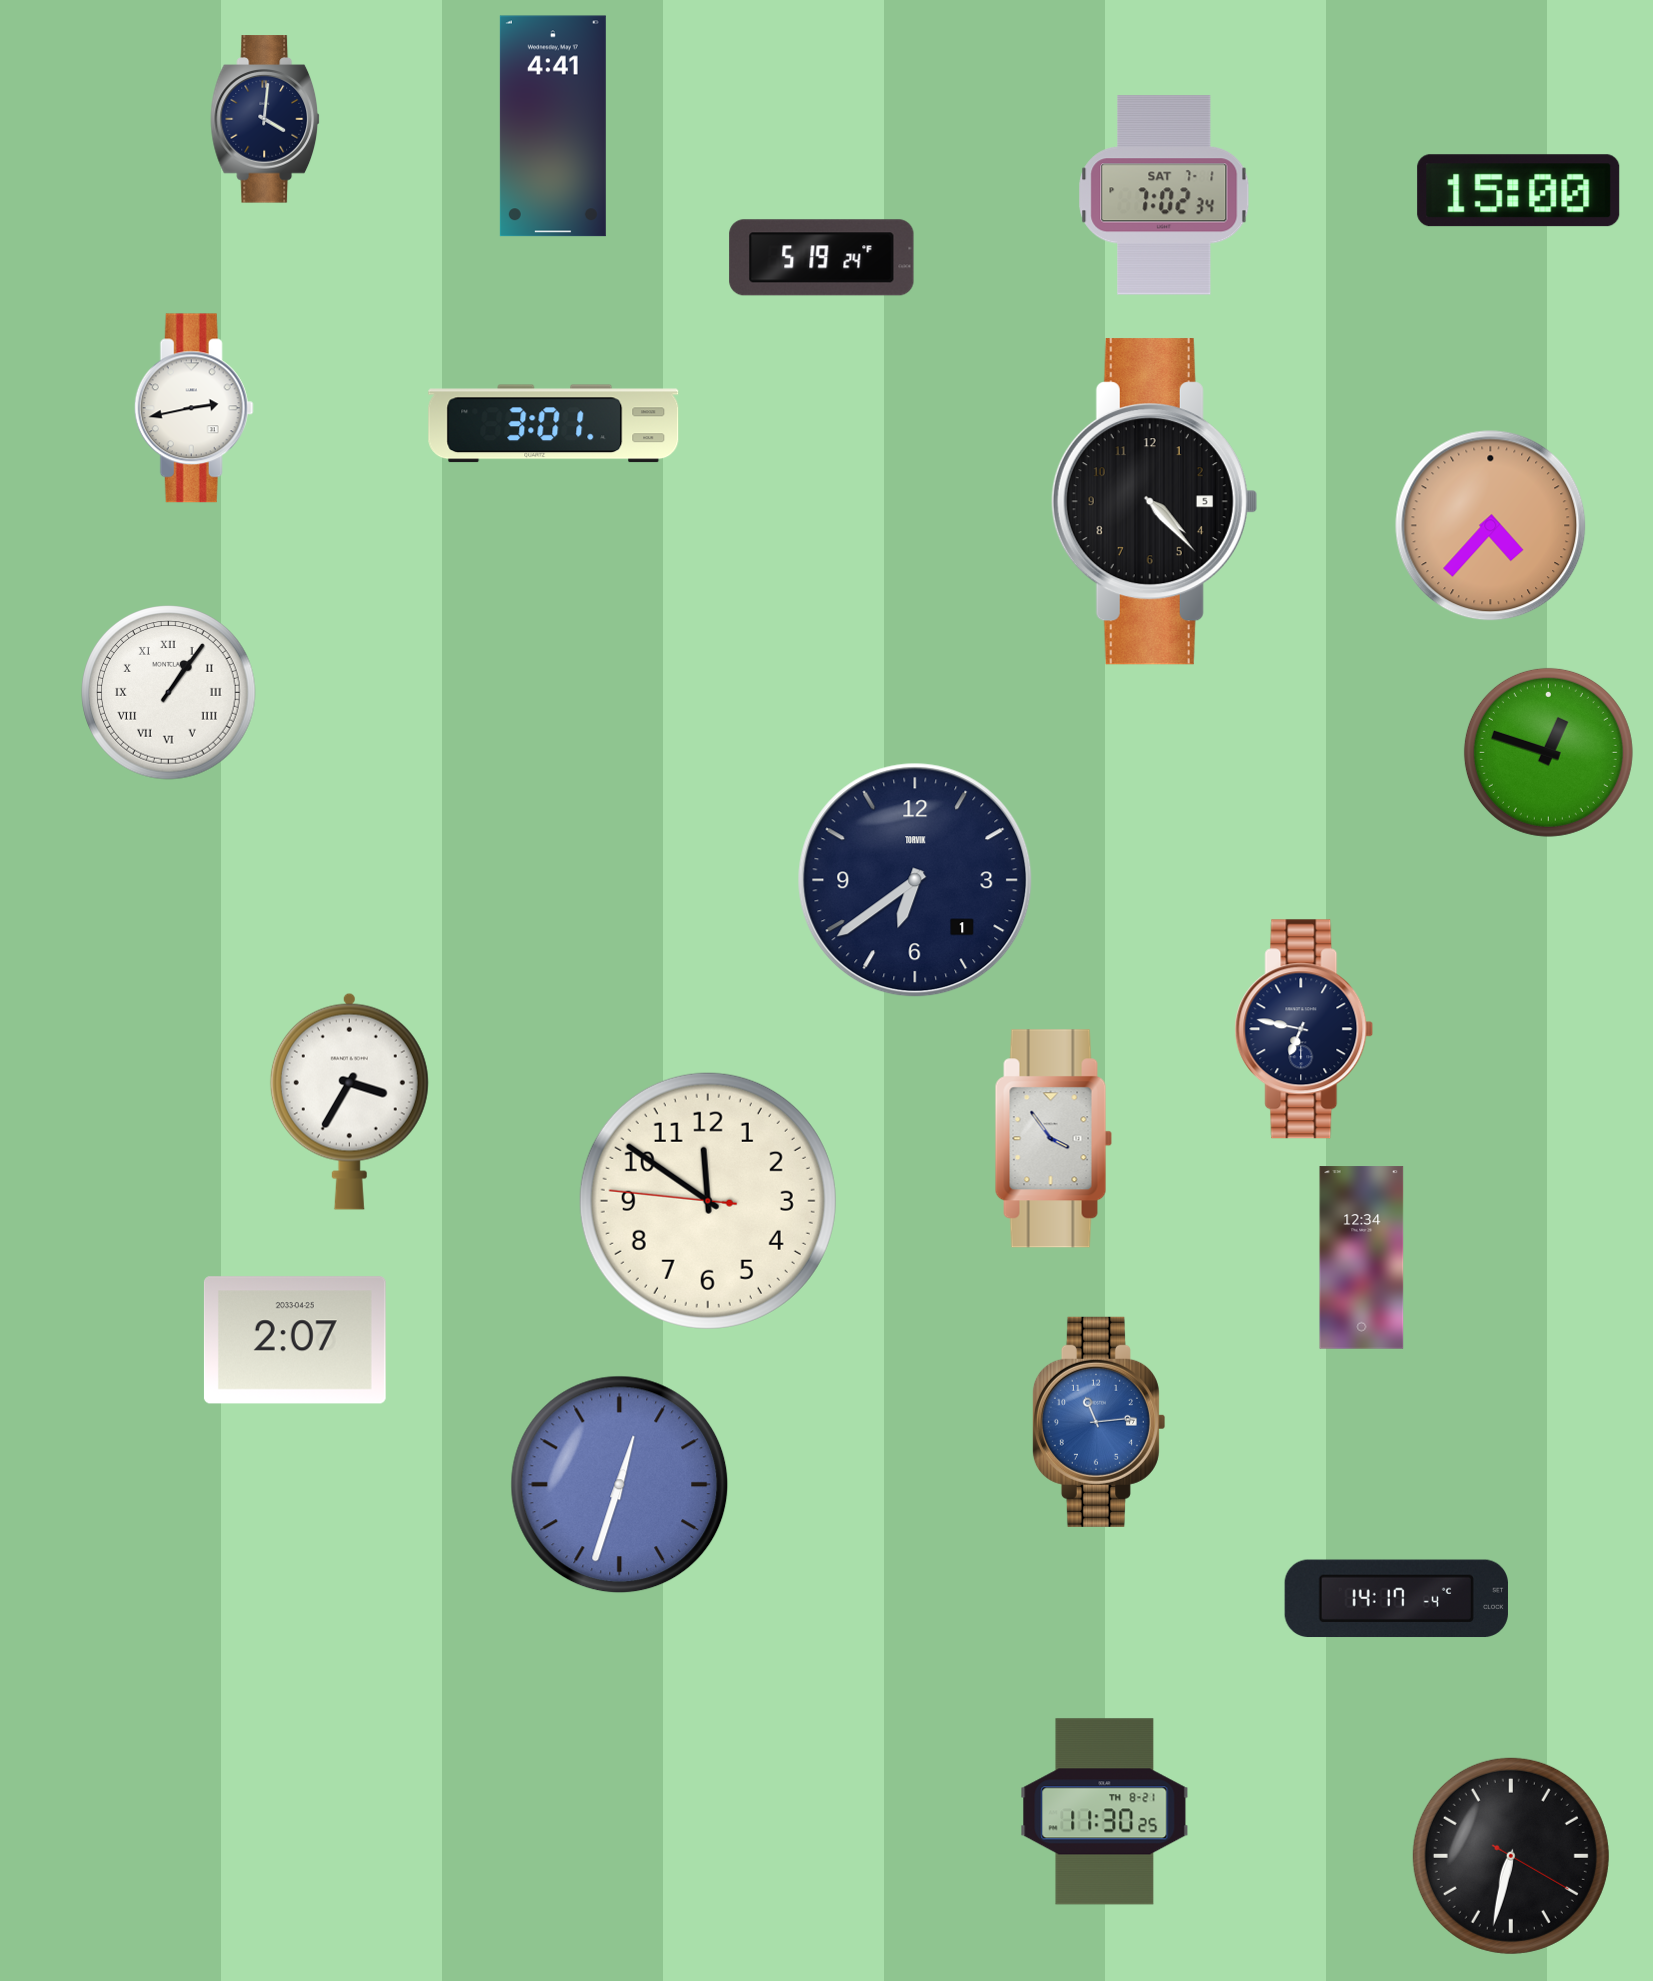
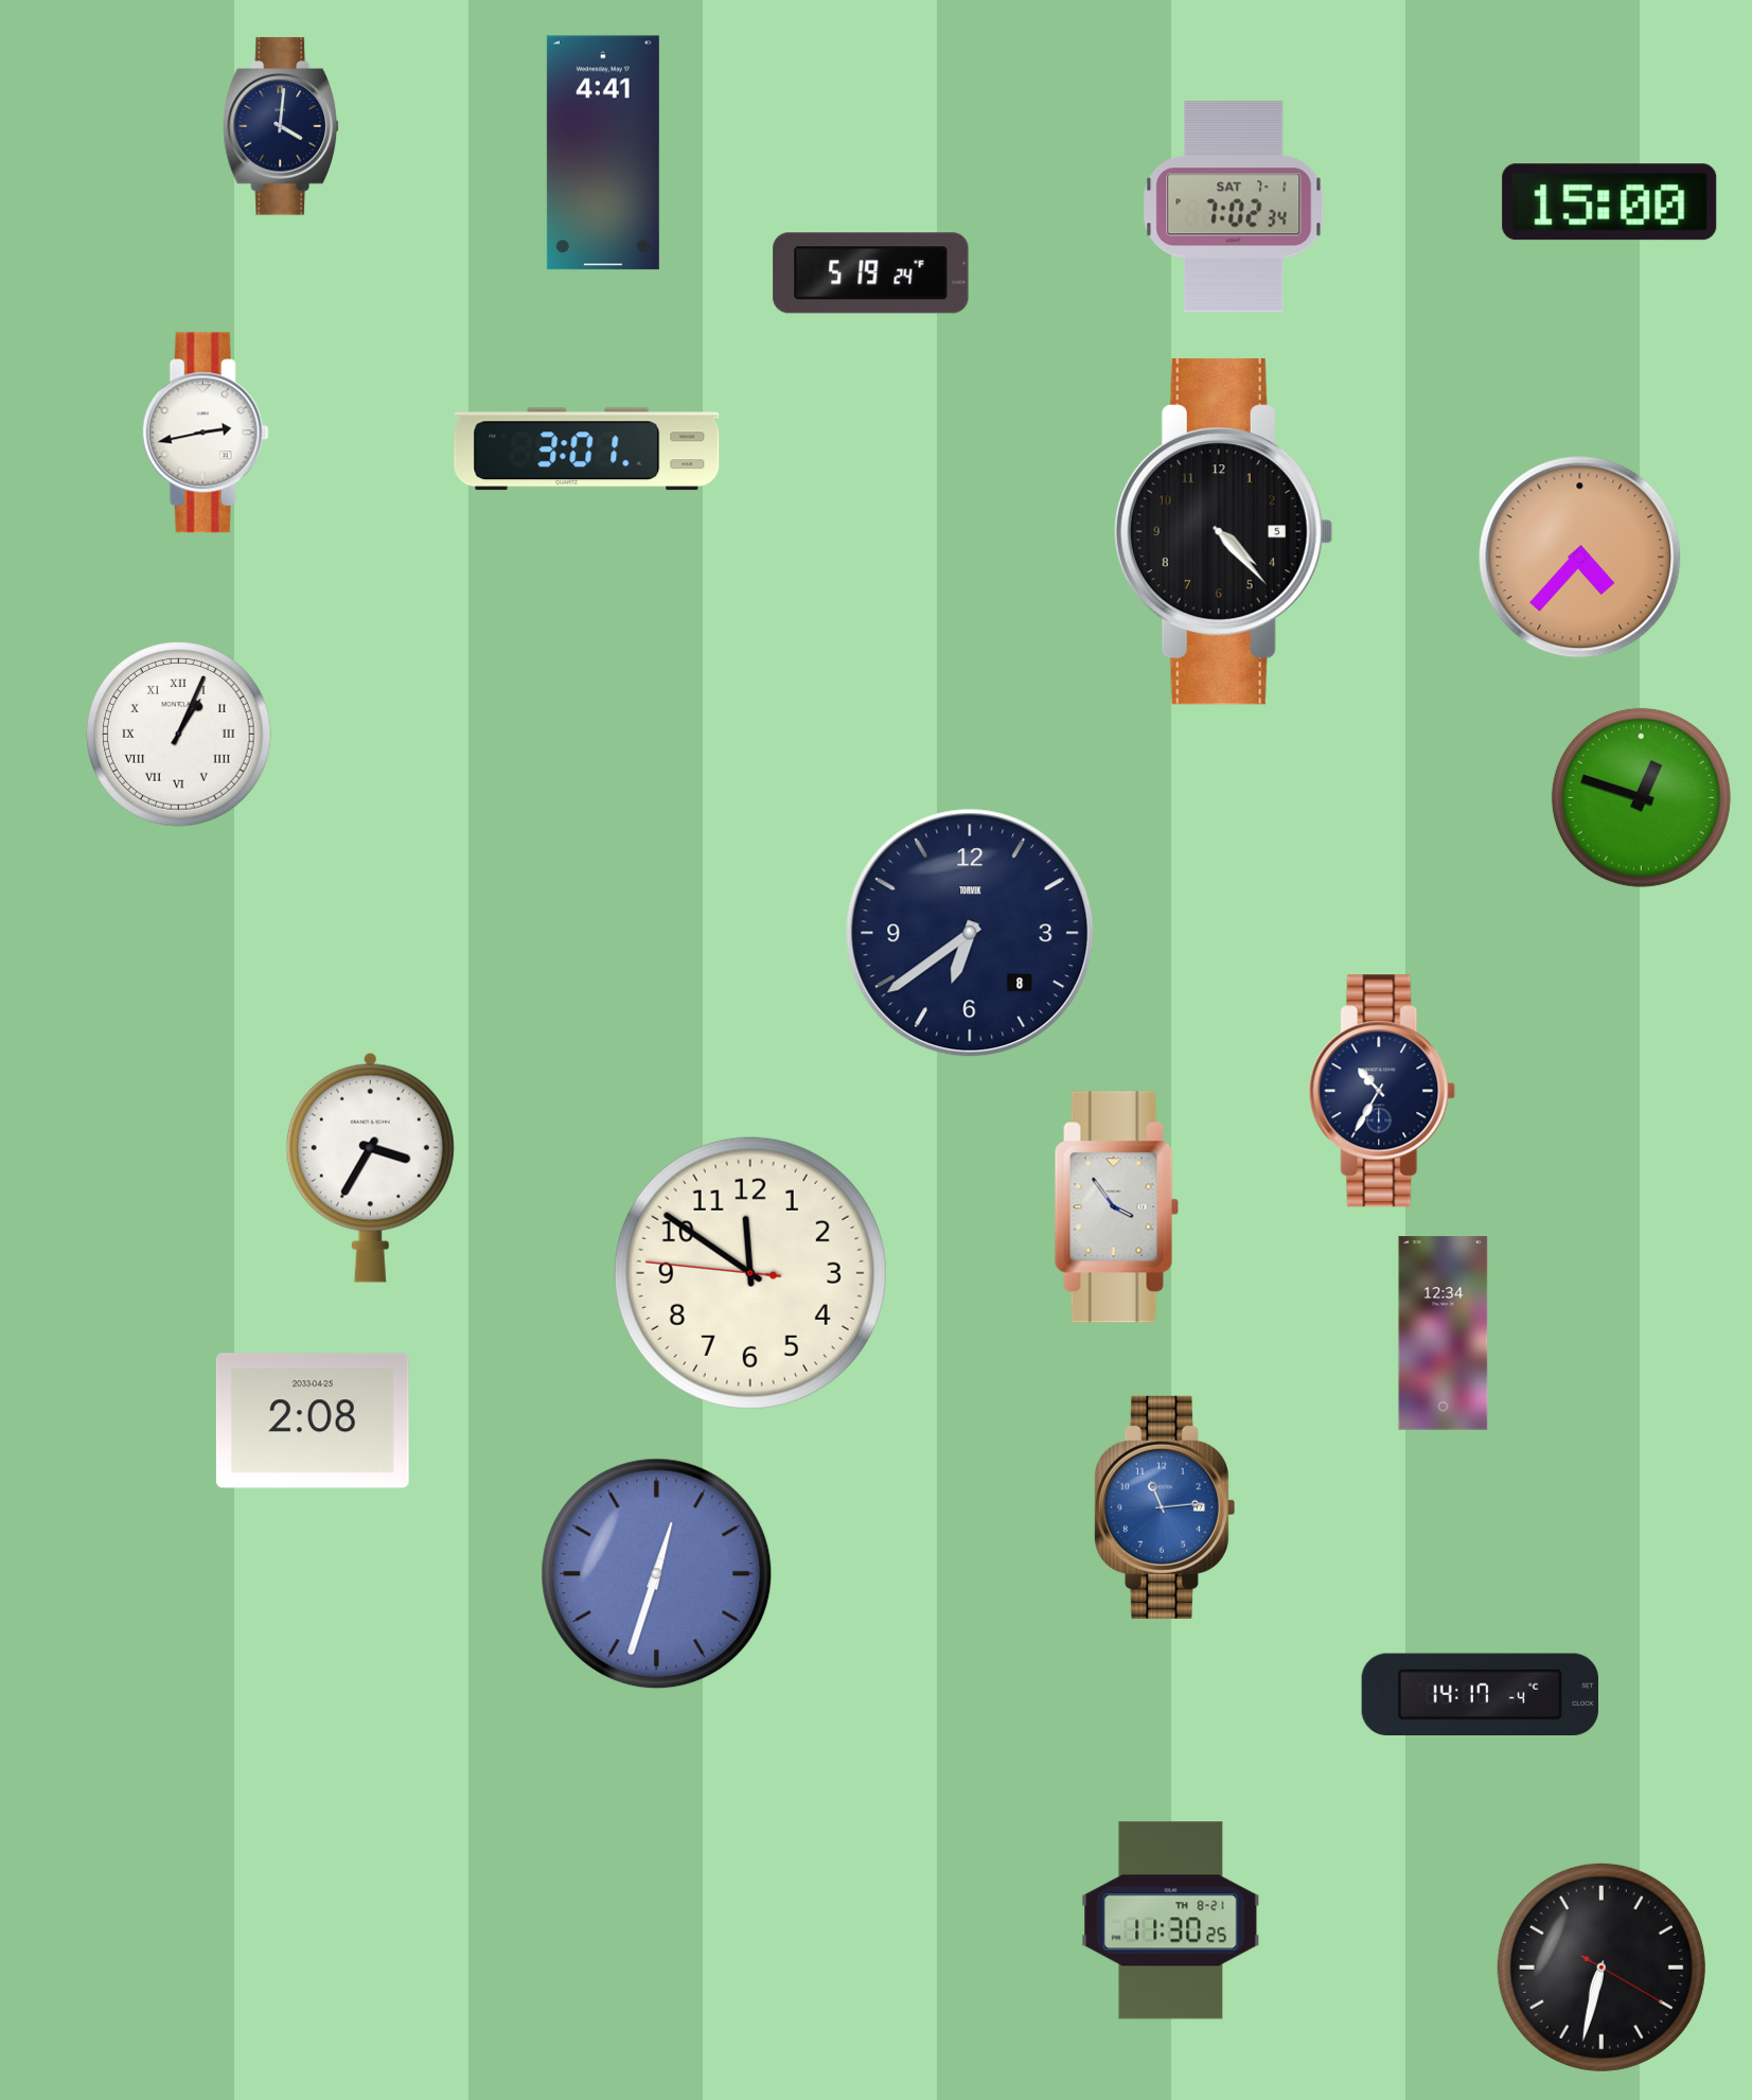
clock at (553, 126) position: (553, 126) -> (603, 153)
clock at (169, 693): 1:06 -> 1:04
clock at (915, 880) date: 1 -> 8
clock at (1304, 1029): 6:47 -> 10:35
clock at (295, 1340): 2:07 -> 2:08
